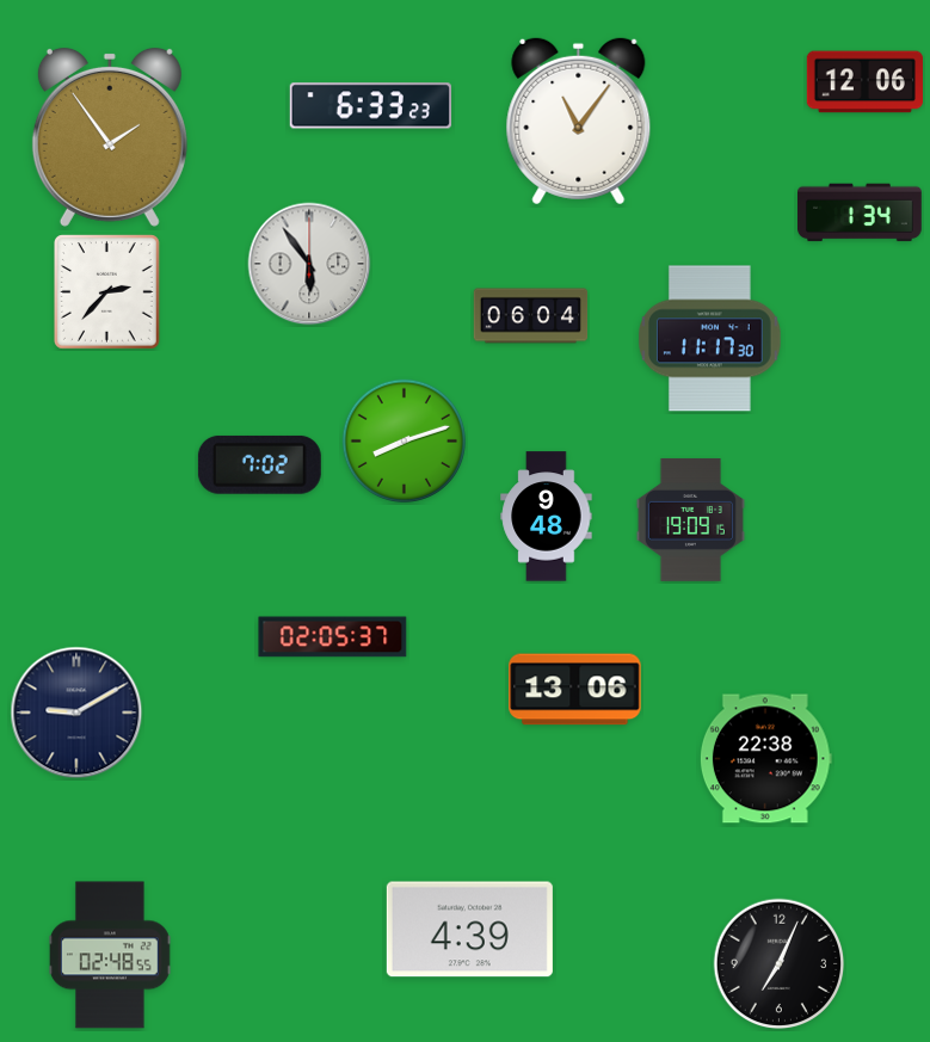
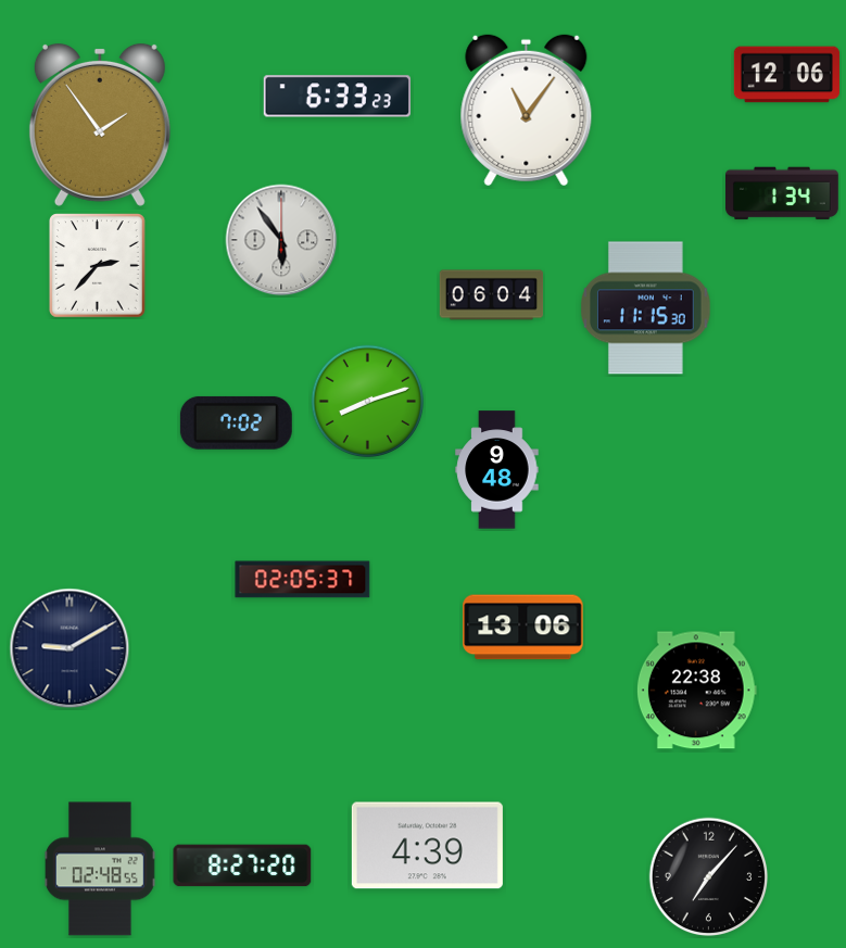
clock at (531, 316) position: (531, 316) -> (492, 295)
clock at (710, 339): 11:17 -> 11:15
clock at (690, 519): 19:09 -> none
clock at (242, 865): none -> 8:27
clock at (780, 964): 7:04 -> 7:07
